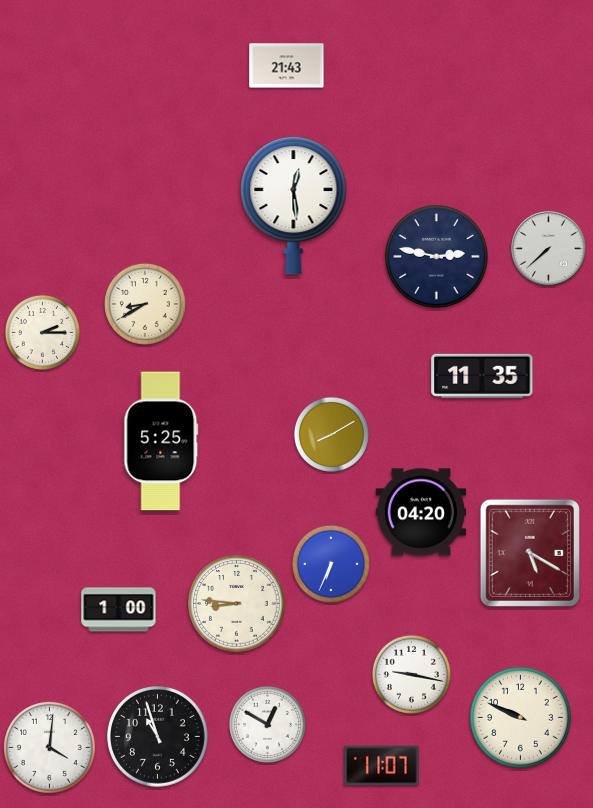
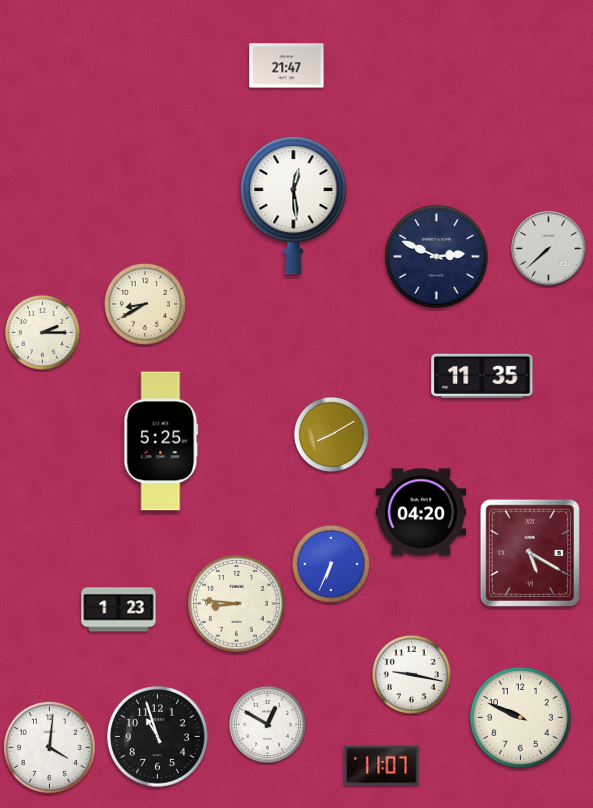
clock at (287, 66): 21:43 -> 21:47
clock at (437, 257): 2:47 -> 2:49
clock at (119, 610): 1:00 -> 1:23
